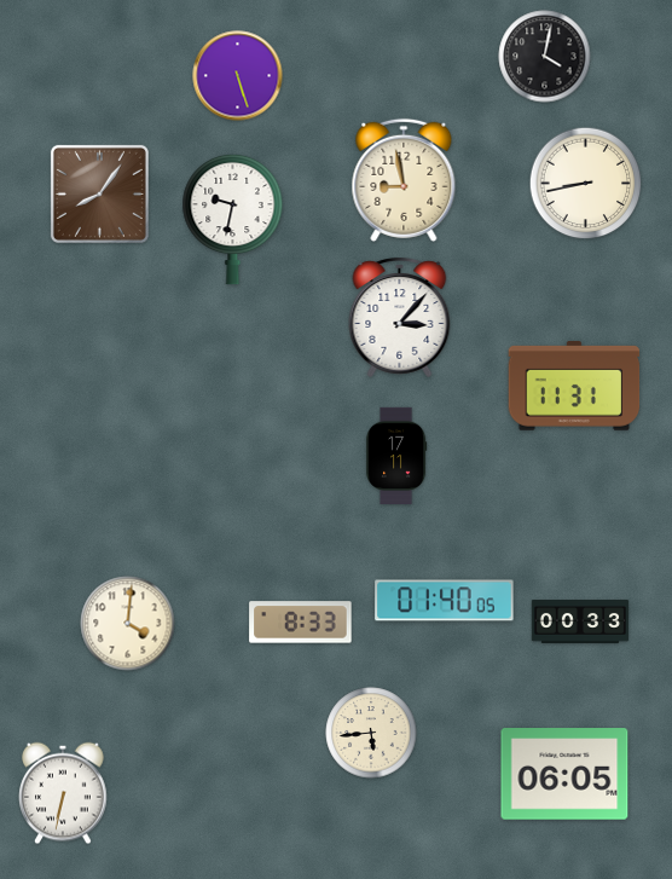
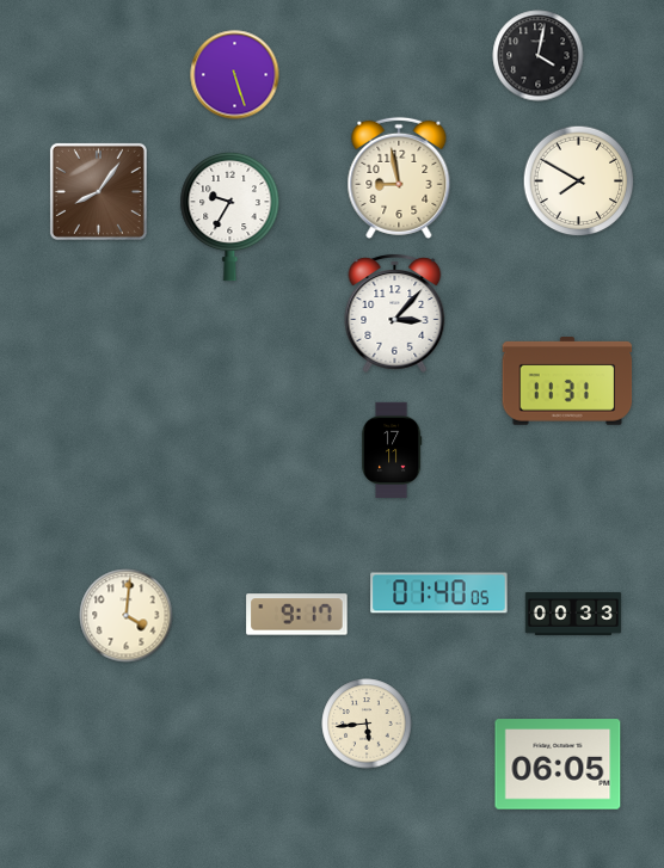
clock at (586, 184): 8:43 -> 7:50
clock at (233, 219): 9:32 -> 9:35
clock at (301, 623): 8:33 -> 9:17
clock at (63, 793): 6:32 -> none
